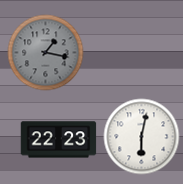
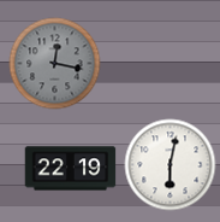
clock at (46, 53): 1:17 -> 12:17
clock at (59, 140): 22:23 -> 22:19
